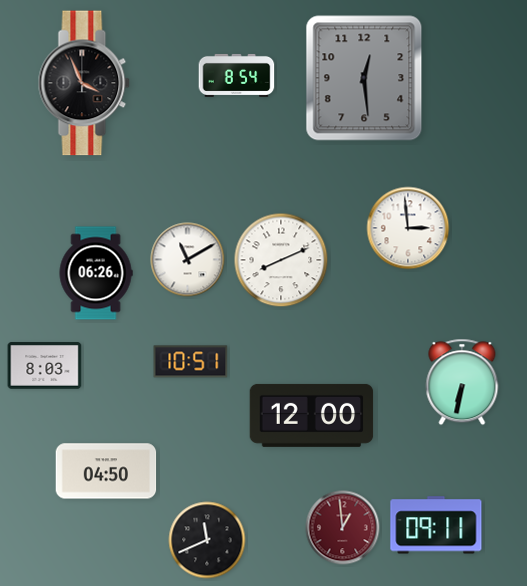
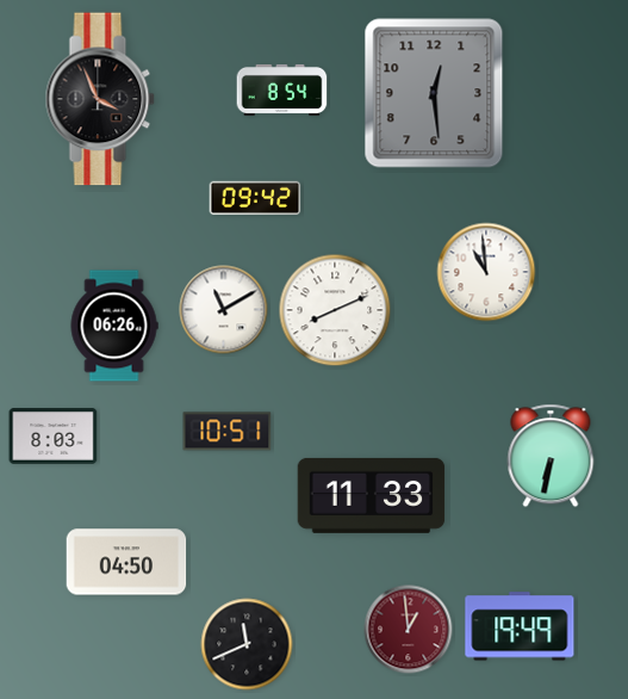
clock at (255, 198): none -> 09:42
clock at (408, 228): 2:59 -> 10:59
clock at (312, 415): 12:00 -> 11:33
clock at (436, 525): 09:11 -> 19:49
